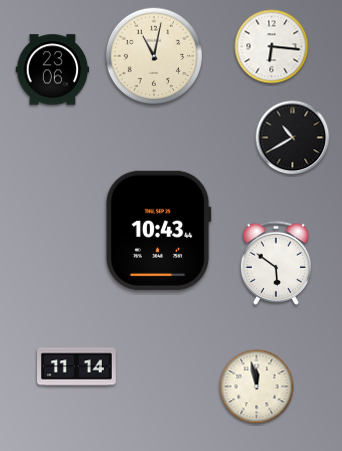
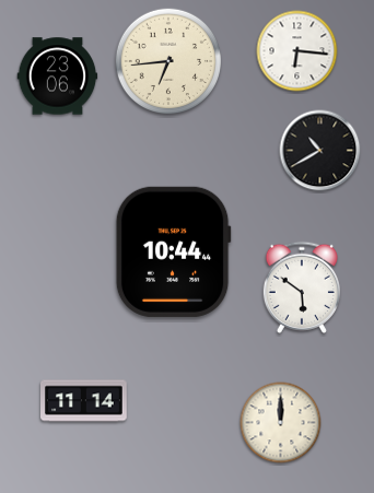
clock at (153, 55): 11:02 -> 6:44
clock at (158, 230): 10:43 -> 10:44
clock at (257, 387): 11:58 -> 12:00
